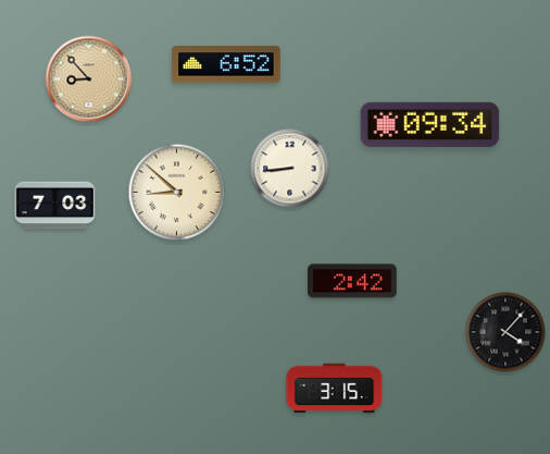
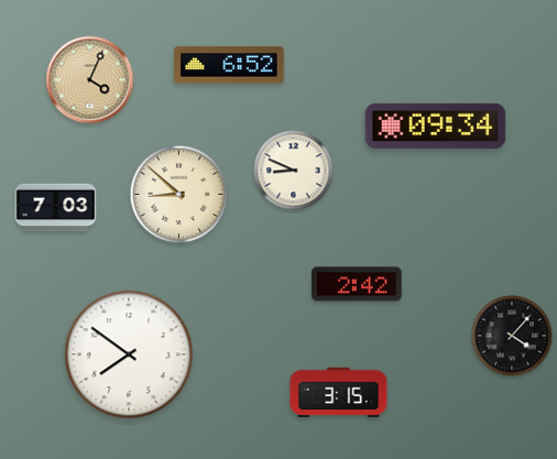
clock at (89, 79): 8:53 -> 4:04
clock at (290, 169): 8:44 -> 8:49
clock at (129, 354): none -> 7:51
